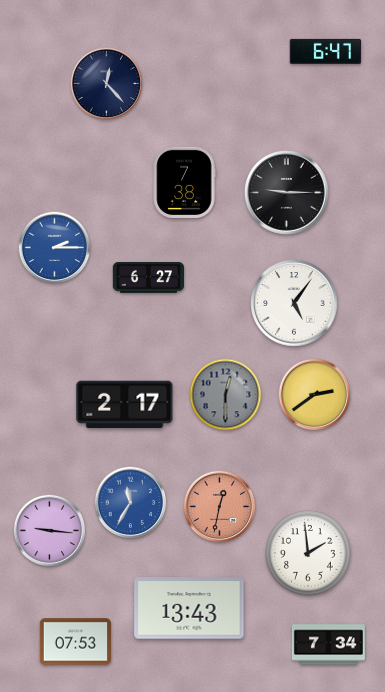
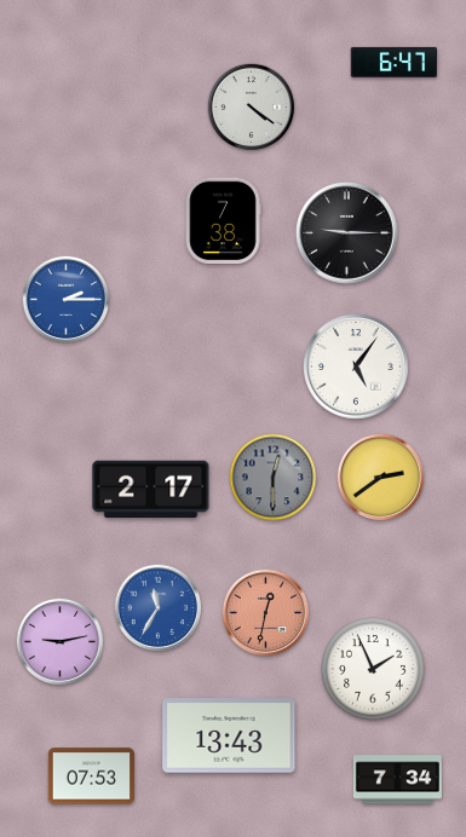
clock at (107, 84): 12:23 -> none
clock at (252, 108): none -> 4:21
clock at (149, 278): 6:27 -> none
clock at (50, 531): 9:16 -> 9:13
clock at (309, 554): 1:59 -> 1:56
